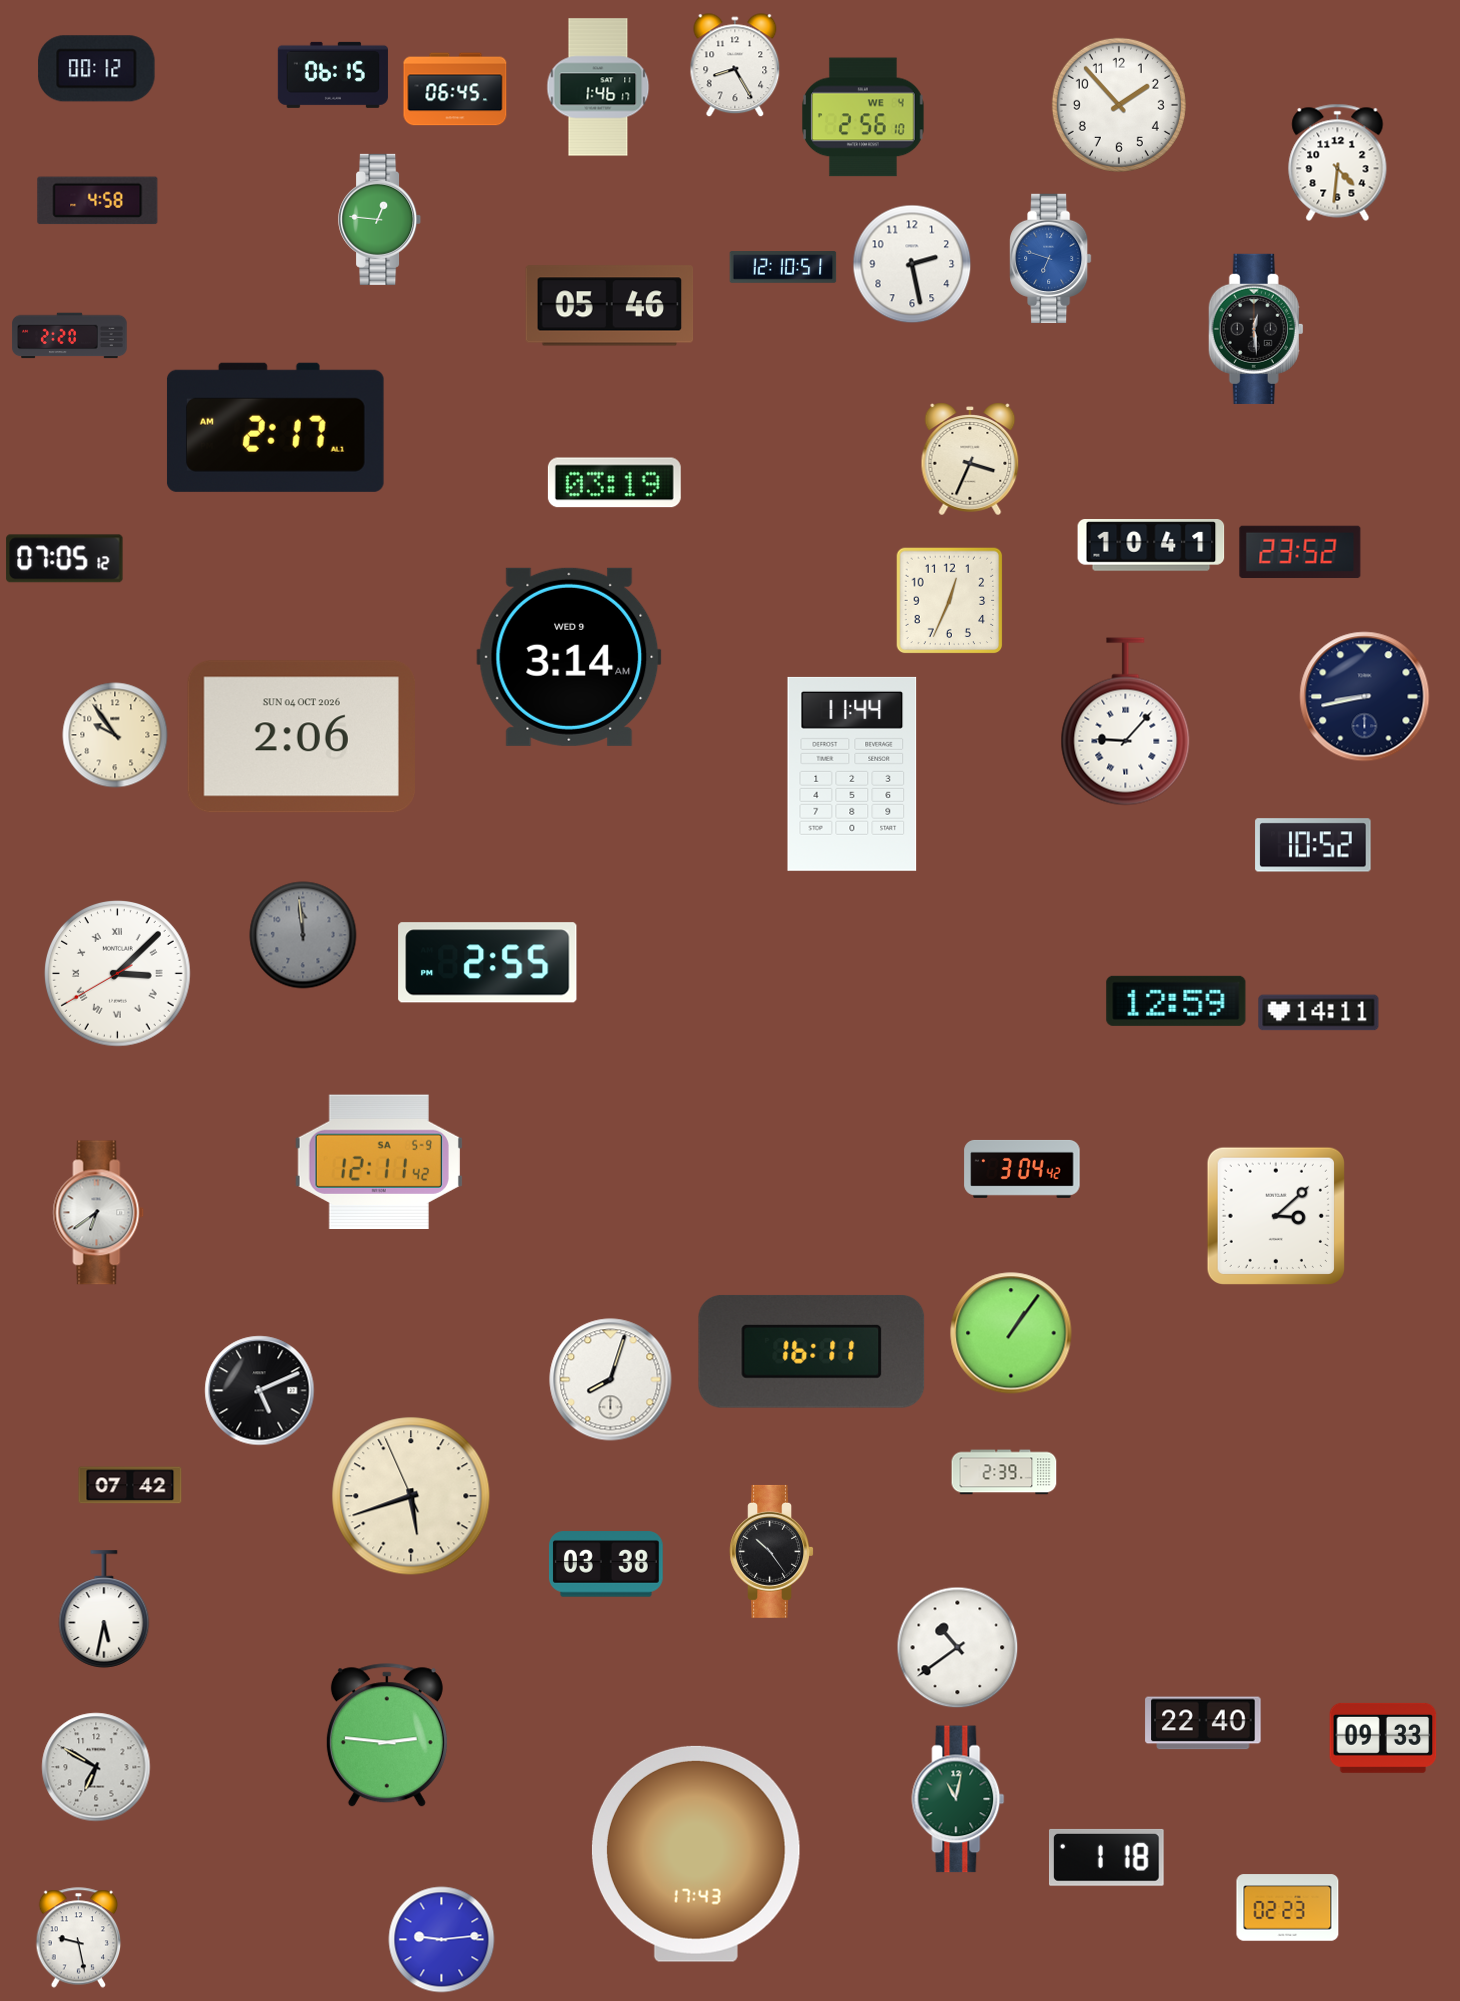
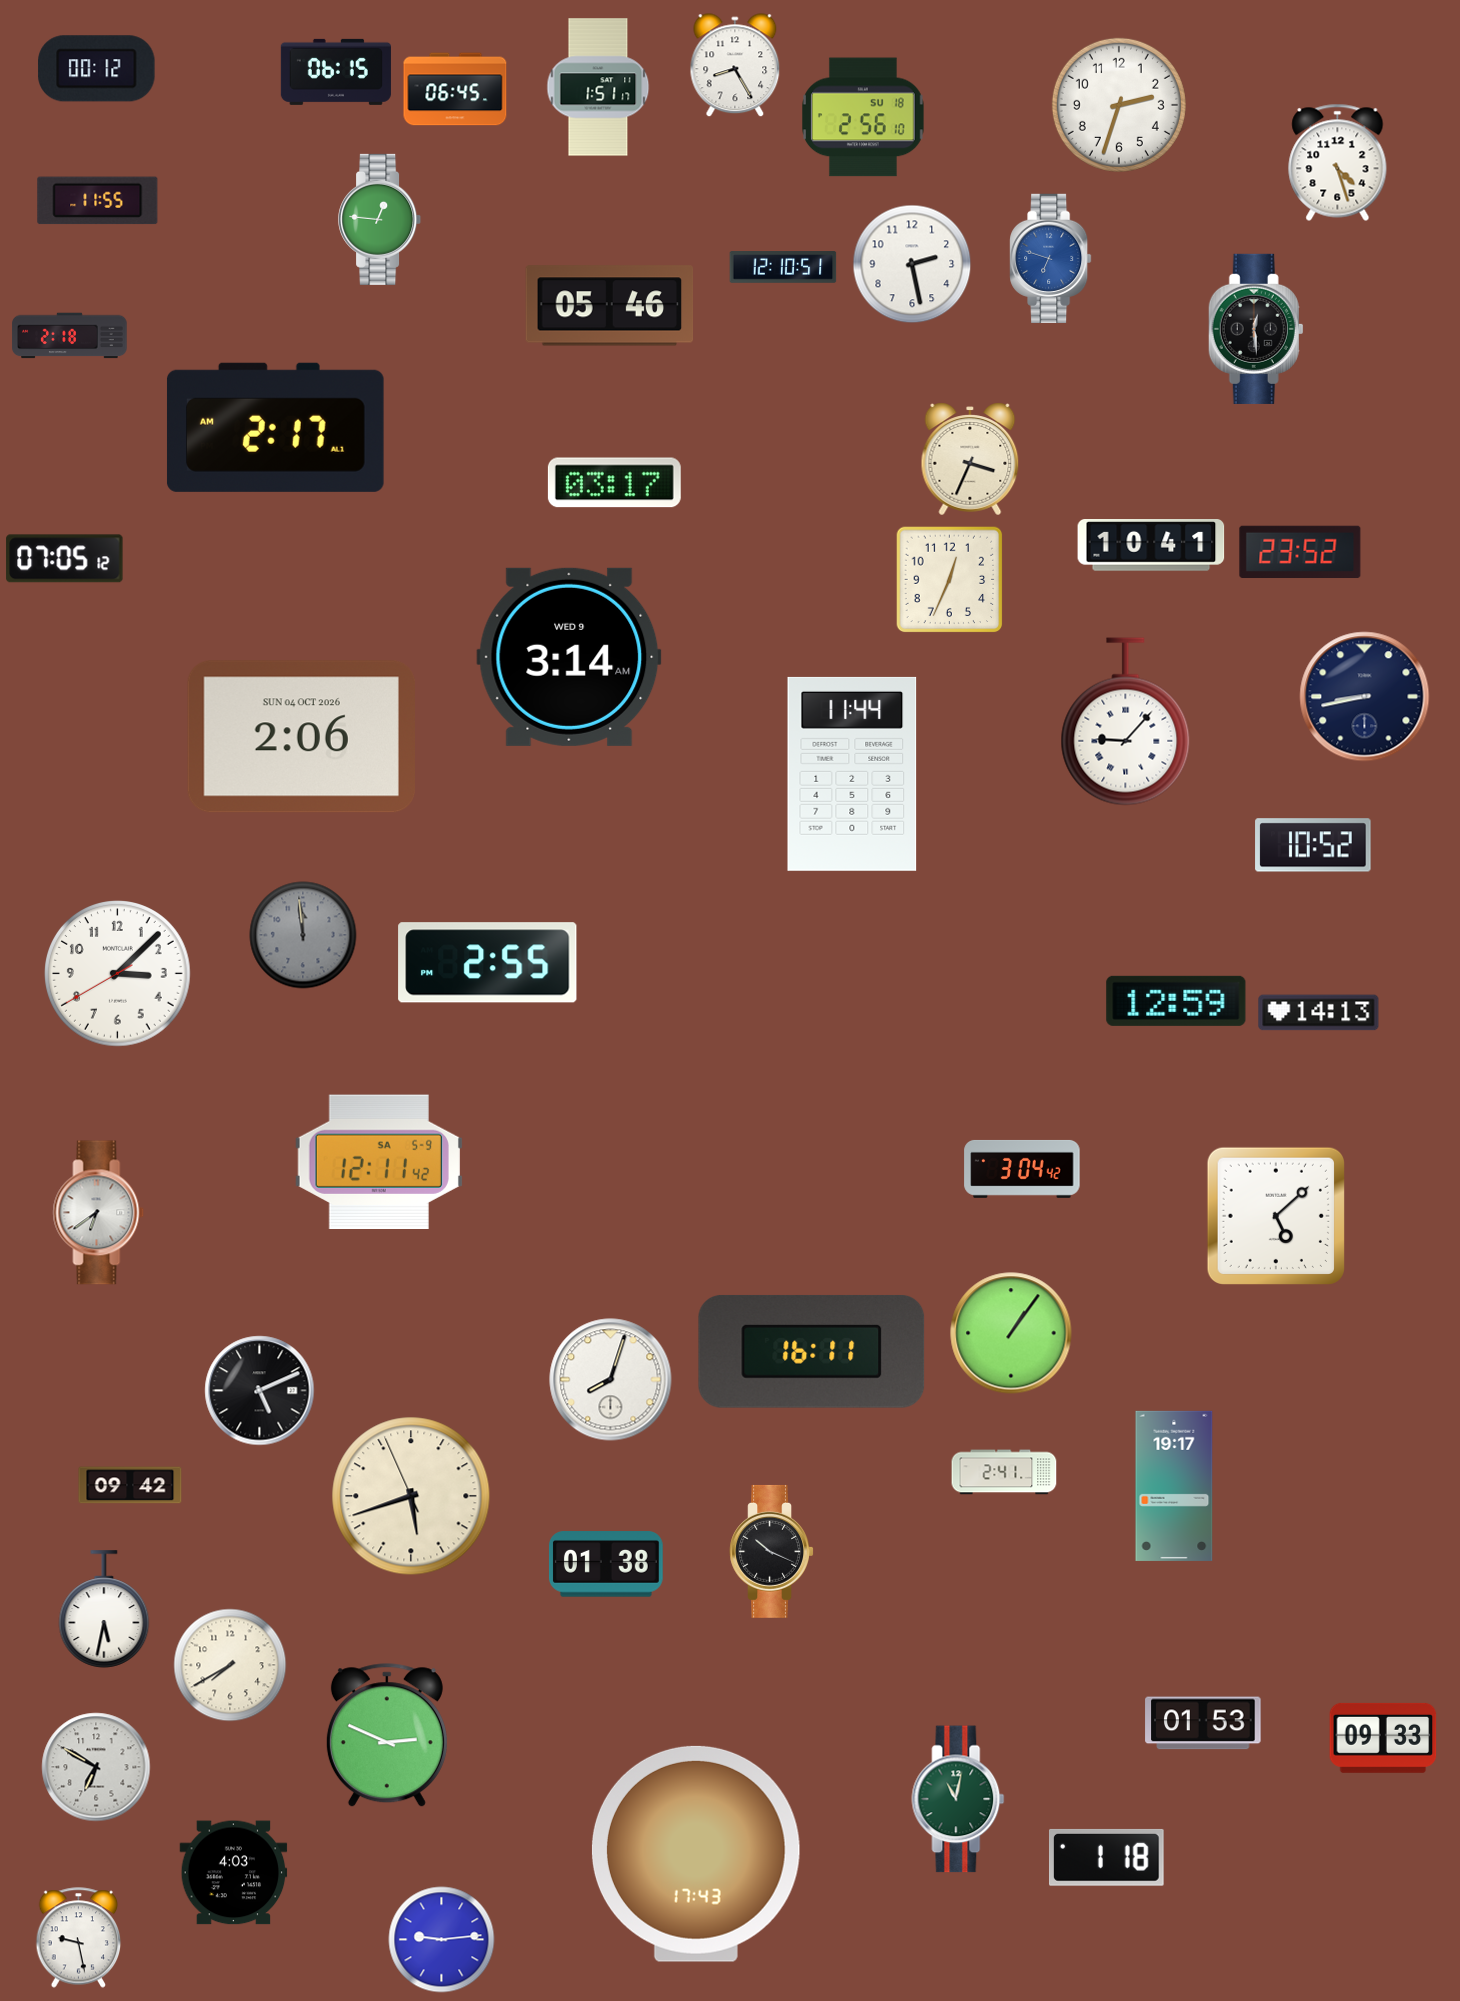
clock at (333, 75) position: (333, 75) -> (336, 72)
clock at (598, 87): 1:46 -> 1:51
clock at (1119, 105): 1:53 -> 2:33
clock at (863, 117) date: WE 4 -> SU 18
clock at (1338, 162): 4:31 -> 4:27
clock at (98, 201): 4:58 -> 11:55
clock at (70, 336): 2:20 -> 2:18
clock at (614, 483): 03:19 -> 03:17
clock at (950, 601) position: (950, 601) -> (950, 580)
clock at (115, 735): 9:54 -> none
clock at (118, 974) numerals: Roman -> Arabic
clock at (1319, 1013): 14:11 -> 14:13
clock at (1276, 1216): 3:08 -> 5:08
clock at (1004, 1472): 2:39 -> 2:41
clock at (130, 1485): 07:42 -> 09:42
clock at (1174, 1486): none -> 19:17
clock at (771, 1551): 10:24 -> 10:19
clock at (606, 1564): 03:38 -> 01:38
clock at (958, 1648): 10:39 -> none
clock at (230, 1665): none -> 7:40
clock at (1203, 1723): 22:40 -> 01:53
clock at (387, 1736): 2:46 -> 2:49
clock at (234, 1873): none -> 4:03
clock at (1288, 1908): 02:23 -> none
